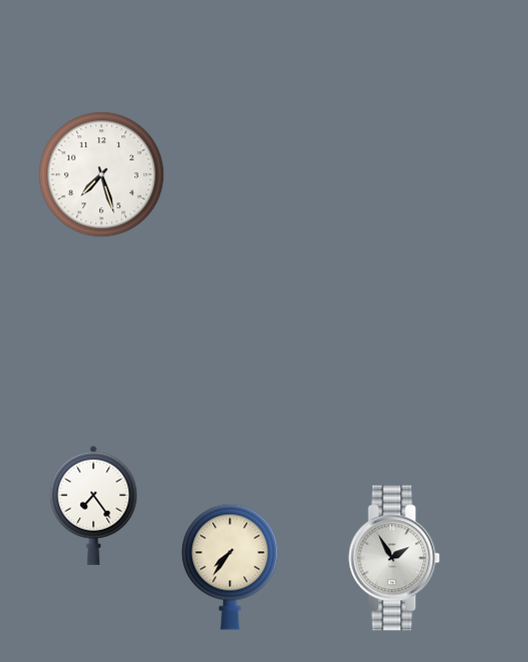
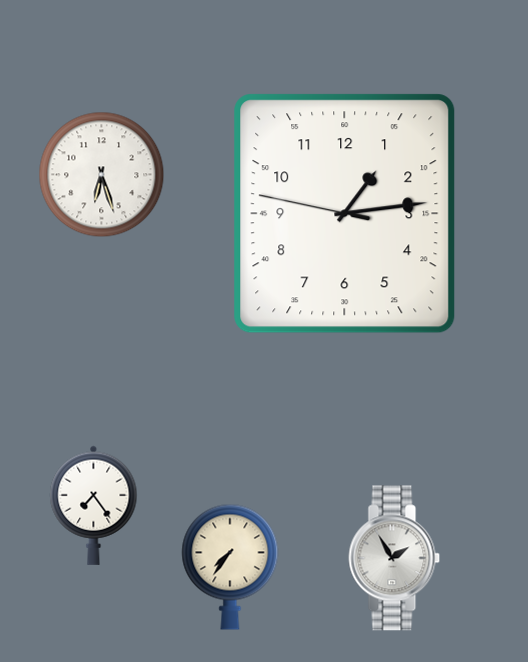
clock at (102, 175): 7:27 -> 6:27
clock at (345, 214): none -> 1:13
